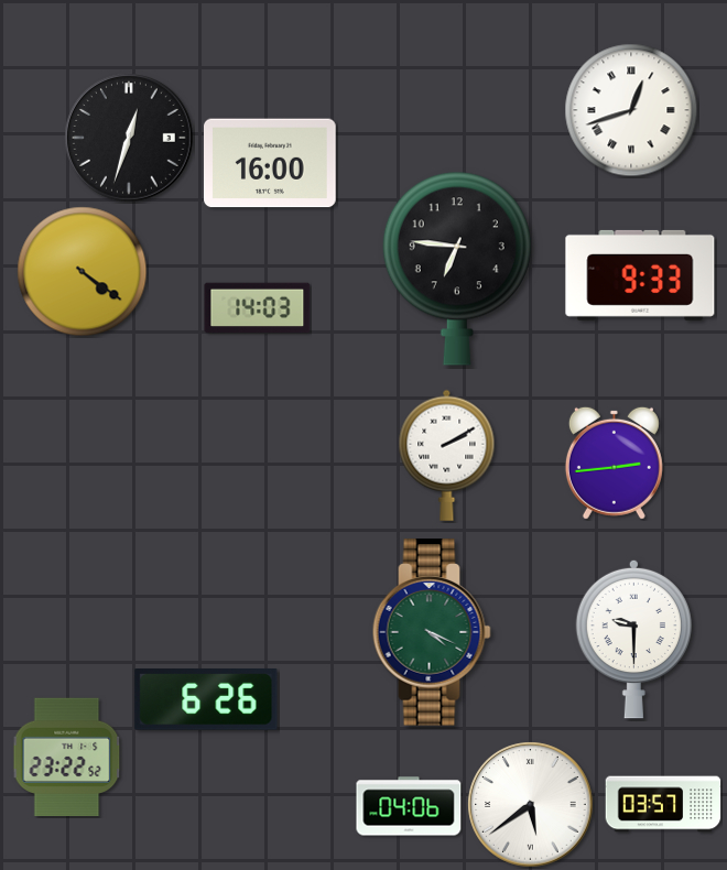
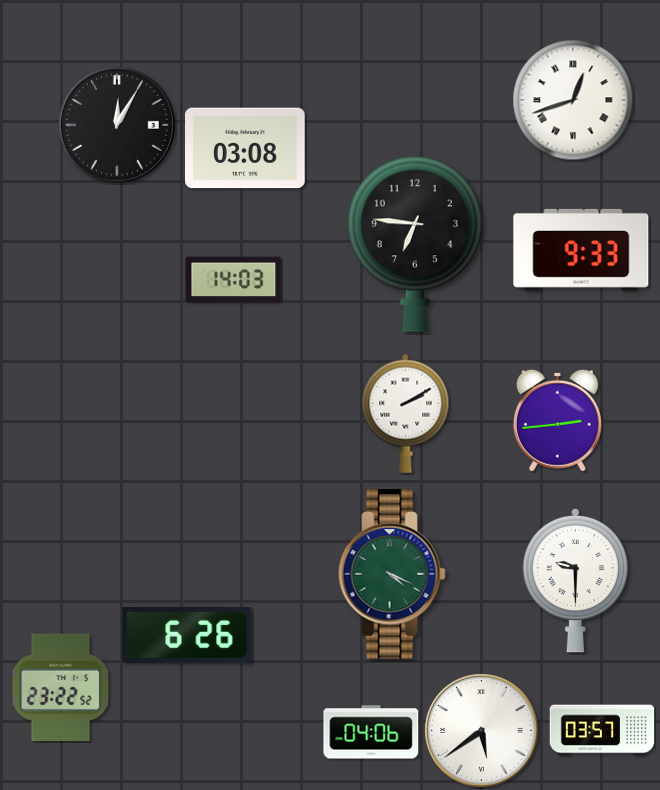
clock at (129, 138): 12:33 -> 12:05
clock at (271, 163): 16:00 -> 03:08
clock at (83, 272): 4:21 -> none
